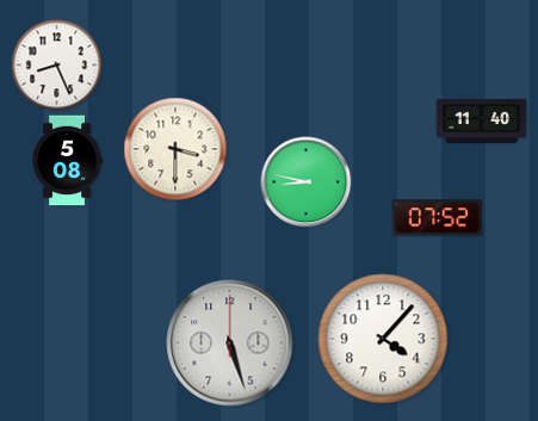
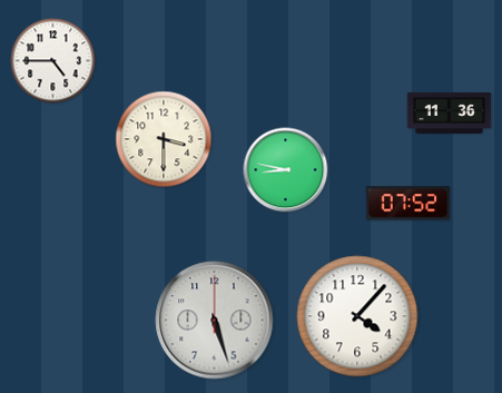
clock at (57, 66): 8:26 -> 4:45
clock at (482, 120): 11:40 -> 11:36
clock at (67, 161): 5:08 -> none
